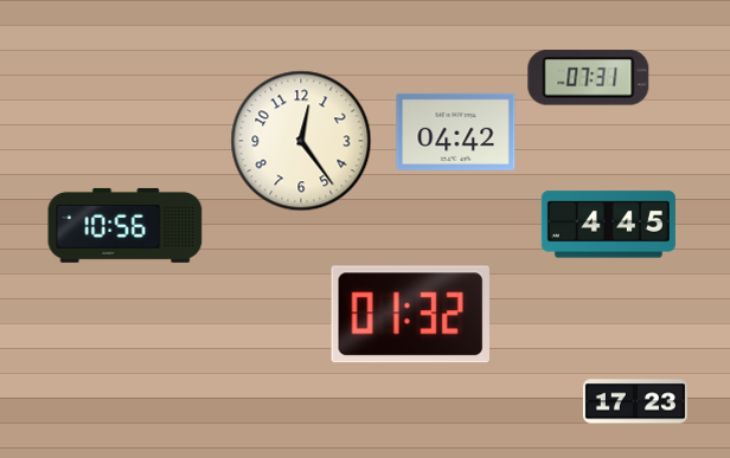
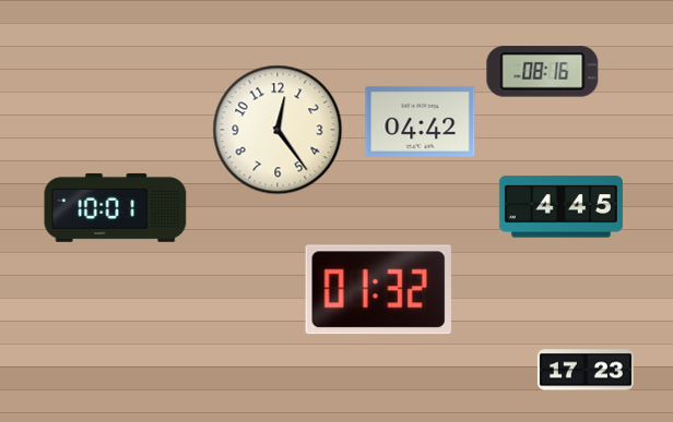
clock at (589, 78): 07:31 -> 08:16
clock at (126, 225): 10:56 -> 10:01
